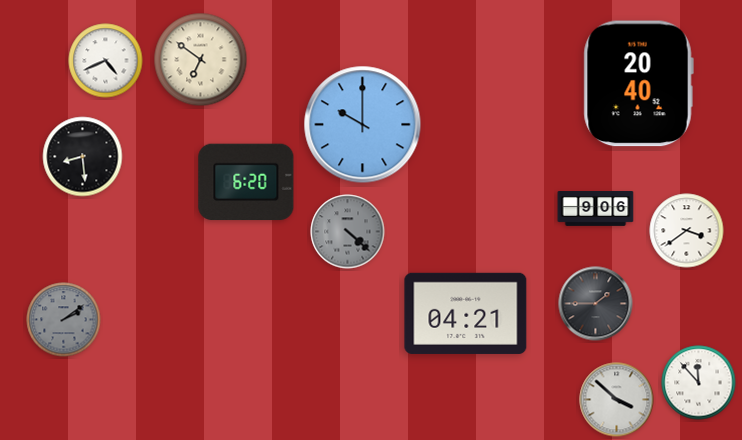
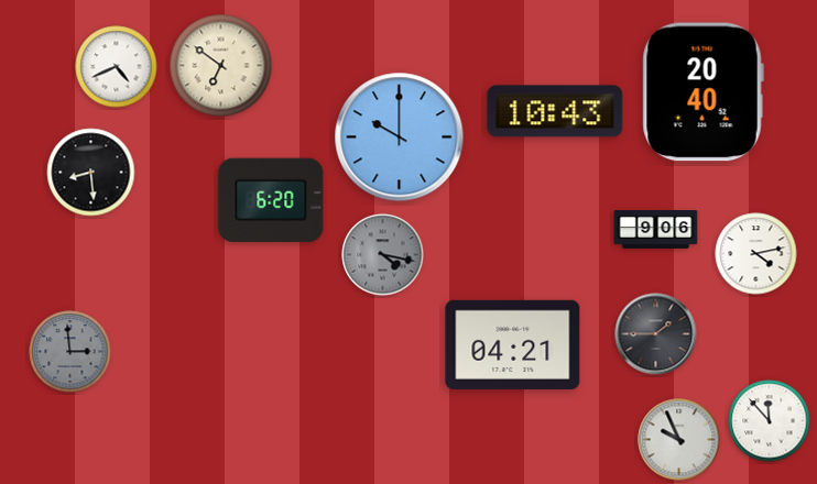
clock at (555, 111): none -> 10:43
clock at (687, 231): 3:39 -> 4:13
clock at (348, 232): 4:22 -> 4:17
clock at (64, 320): 2:09 -> 2:59
clock at (617, 400): 3:52 -> 9:56
